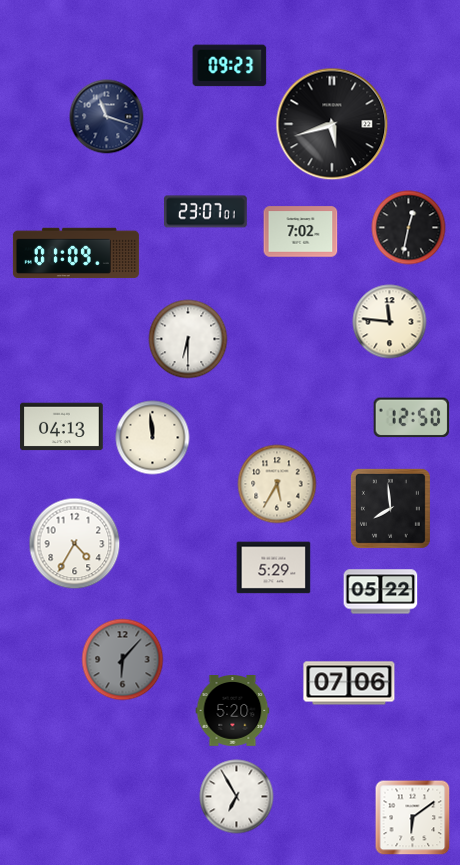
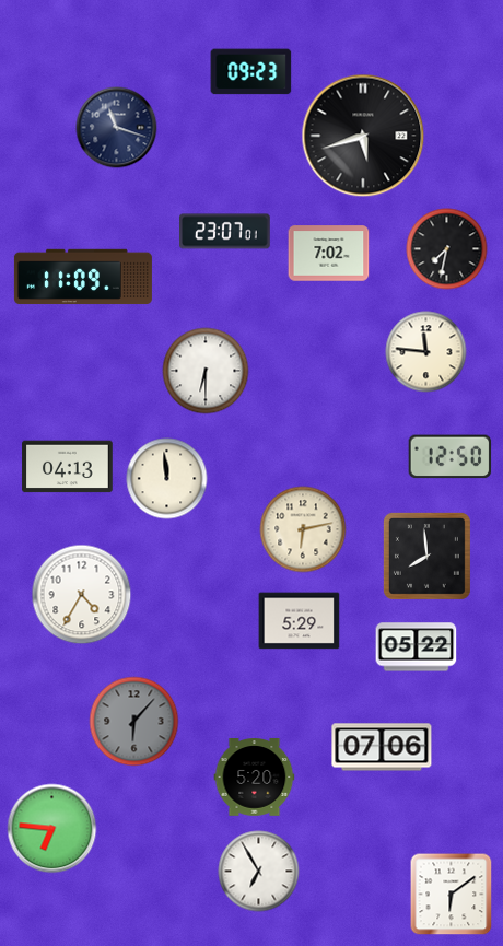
clock at (409, 228): 12:32 -> 7:32
clock at (76, 253): 01:09 -> 11:09
clock at (277, 484): 5:35 -> 6:13
clock at (52, 829): none -> 6:46
